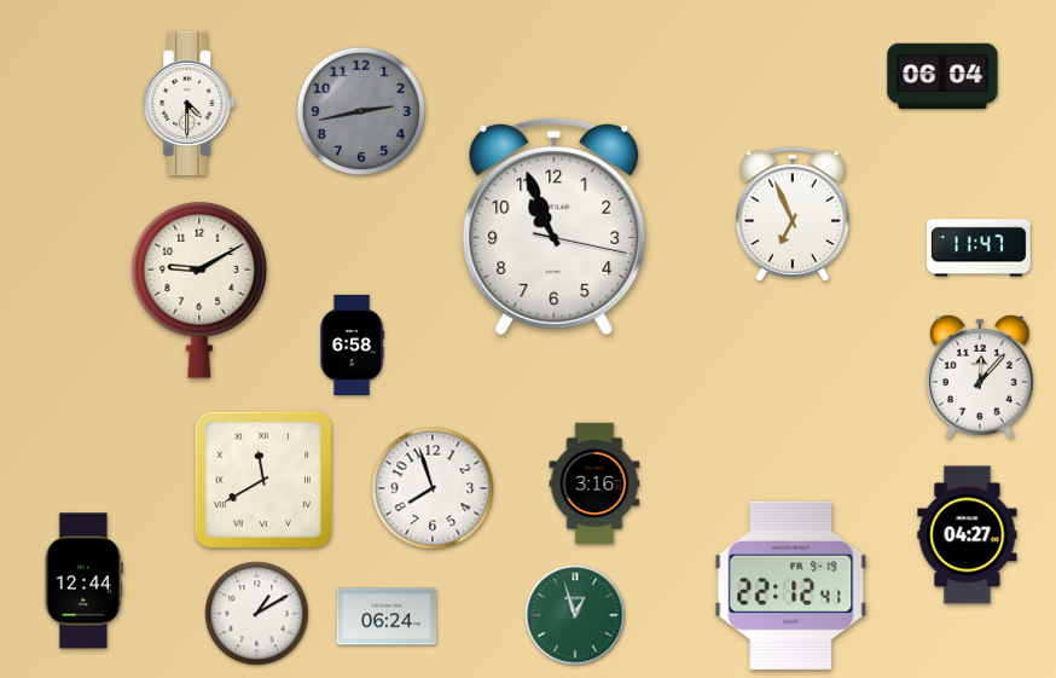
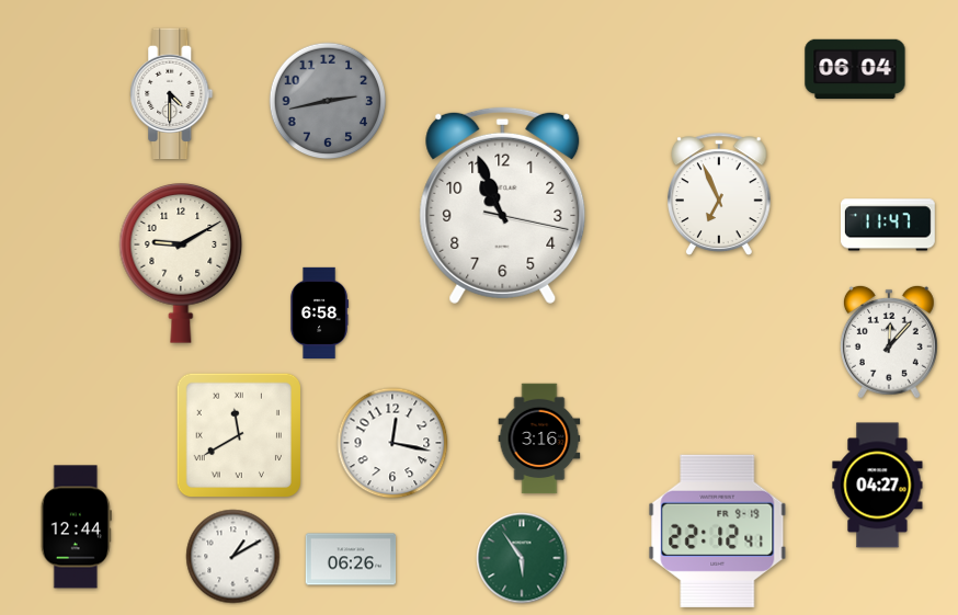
clock at (433, 488): 7:57 -> 12:17
clock at (575, 615): 12:57 -> 5:54
clock at (387, 616): 06:24 -> 06:26
